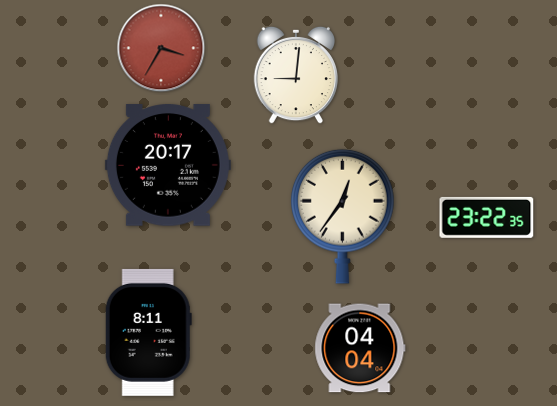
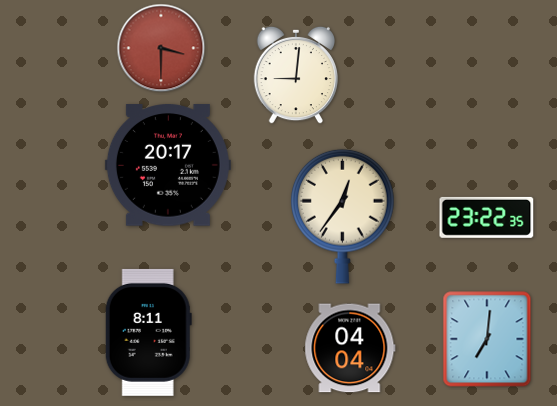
clock at (161, 48): 3:35 -> 3:30
clock at (487, 339): none -> 7:01
clock at (360, 348) position: (360, 348) -> (350, 348)
